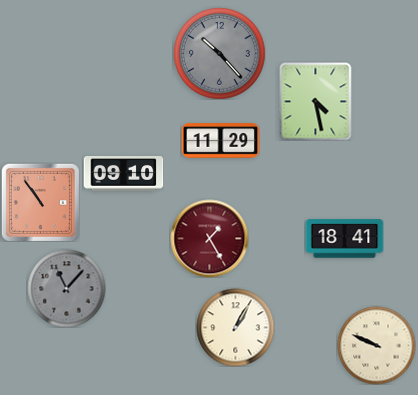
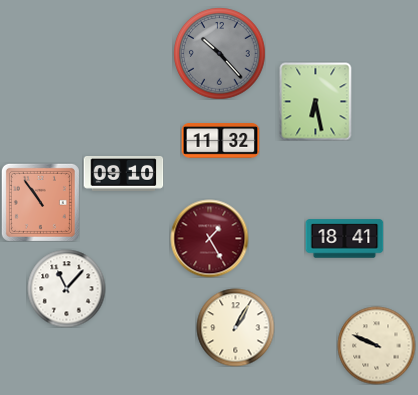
clock at (316, 101): 4:28 -> 6:28
clock at (220, 141): 11:29 -> 11:32
clock at (66, 288) dial: grey -> white
